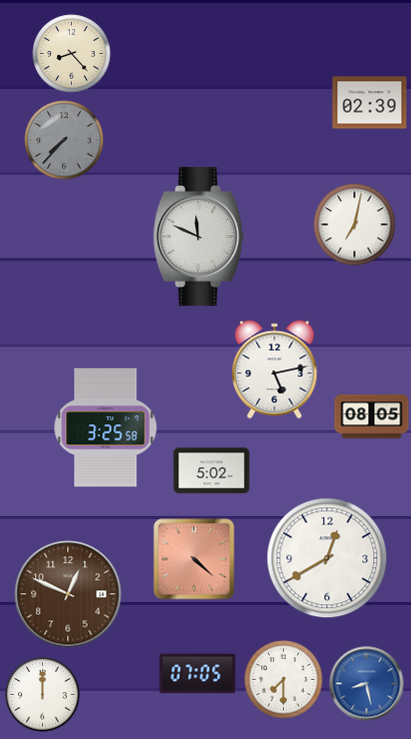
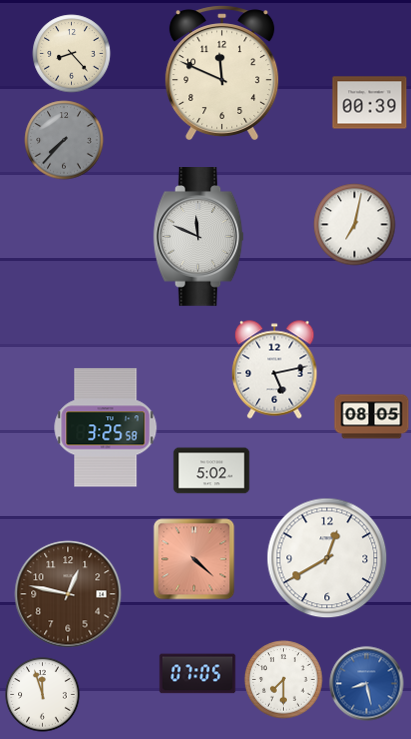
clock at (222, 73): none -> 11:49
clock at (370, 103): 02:39 -> 00:39
clock at (68, 594): 12:49 -> 12:47
clock at (43, 695): 12:00 -> 11:57
